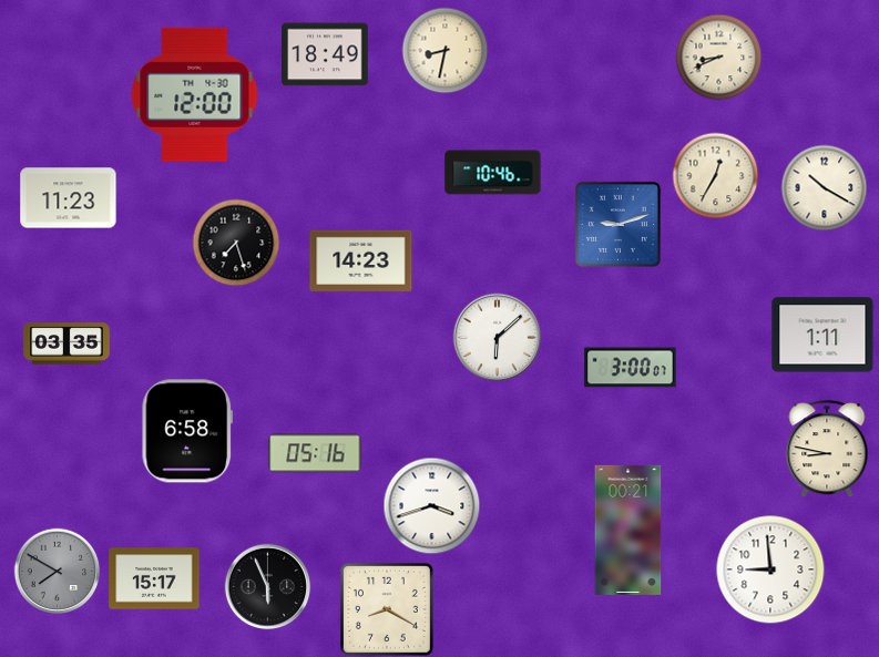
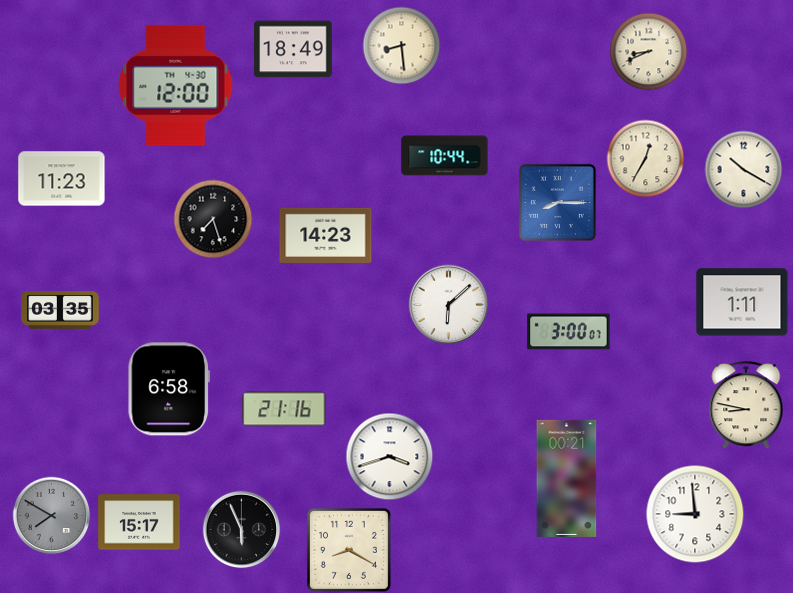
clock at (444, 50): 8:32 -> 8:29
clock at (493, 173): 10:46 -> 10:44
clock at (617, 224): 9:12 -> 8:15
clock at (315, 453): 05:16 -> 21:16
